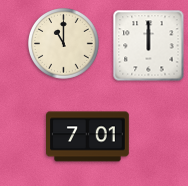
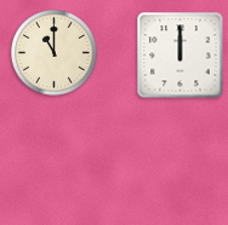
clock at (64, 44) position: (64, 44) -> (55, 53)
clock at (88, 137): 7:01 -> none
